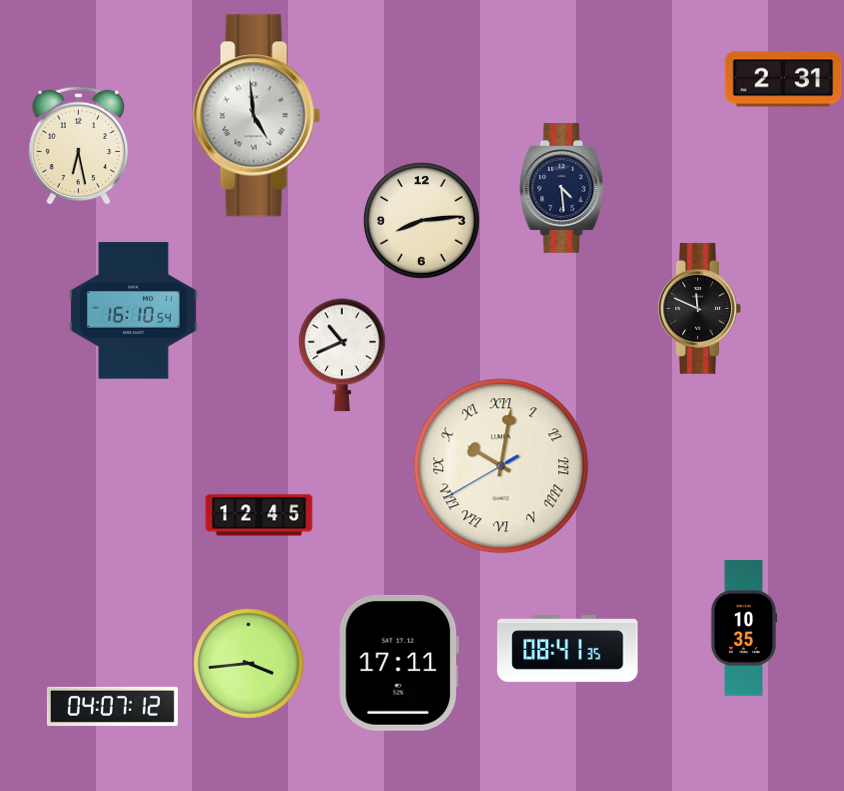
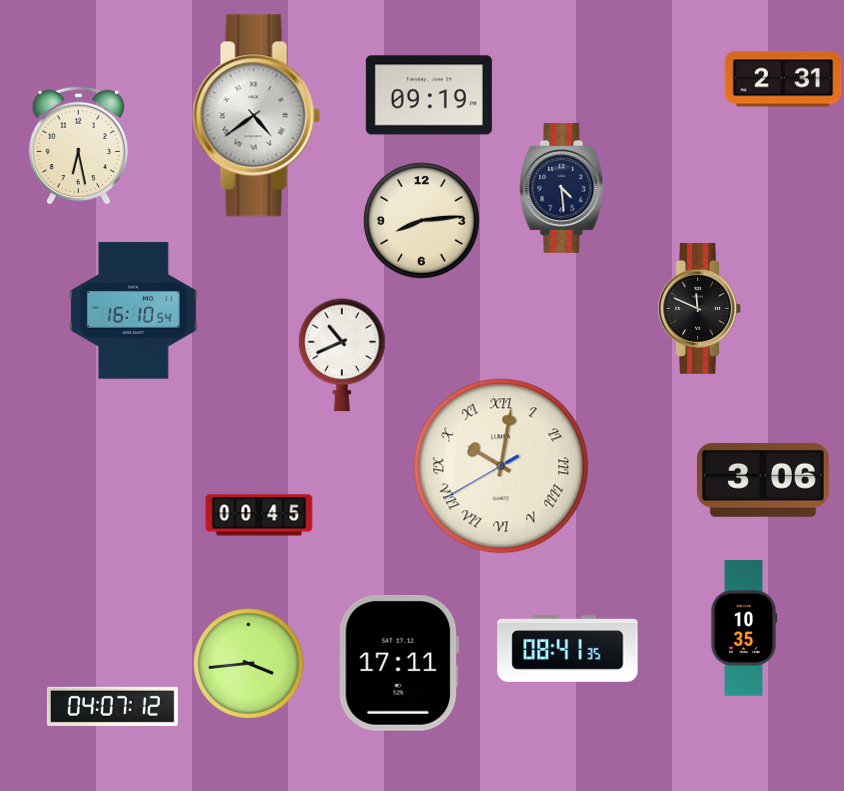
clock at (429, 95): none -> 09:19
clock at (257, 116): 4:59 -> 4:39
clock at (763, 480): none -> 3:06
clock at (259, 515): 12:45 -> 00:45
